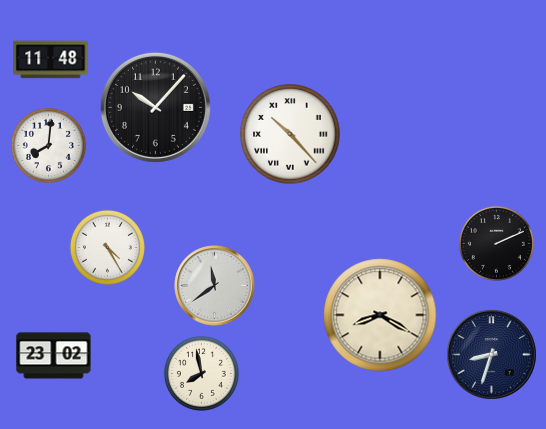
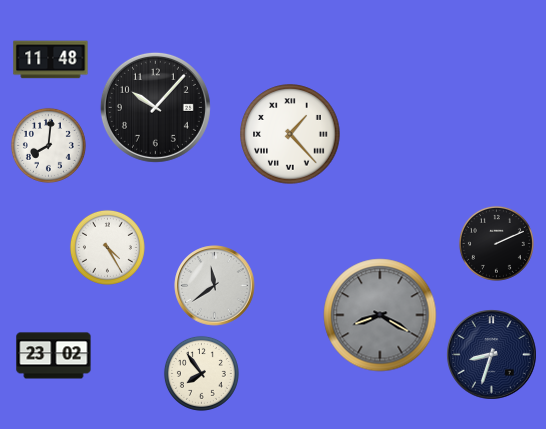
clock at (290, 134): 10:23 -> 1:23
clock at (380, 315) dial: cream -> grey
clock at (201, 373): 7:58 -> 7:54
